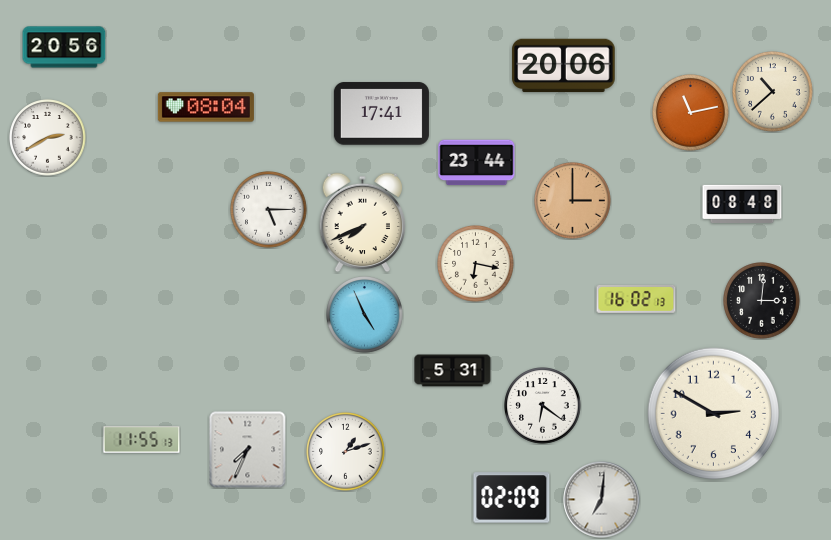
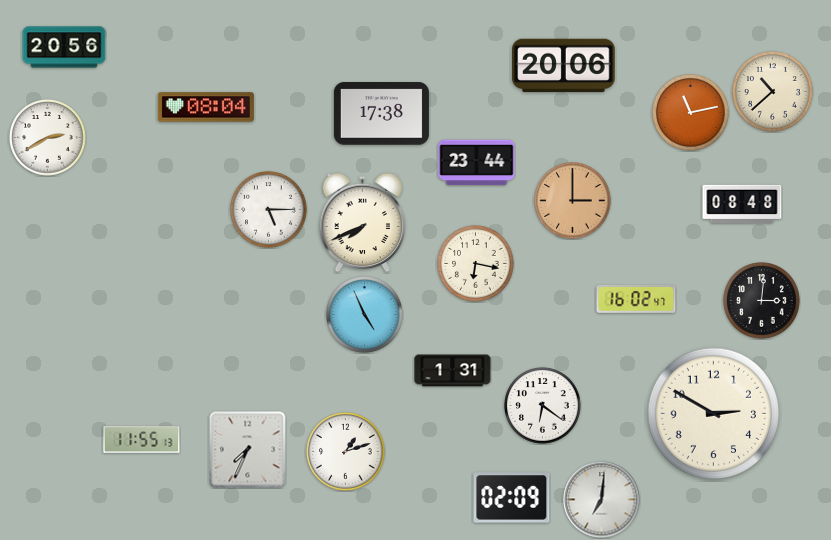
clock at (381, 114): 17:41 -> 17:38
clock at (636, 299): 16:02:13 -> 16:02:47
clock at (453, 371): 5:31 -> 1:31
